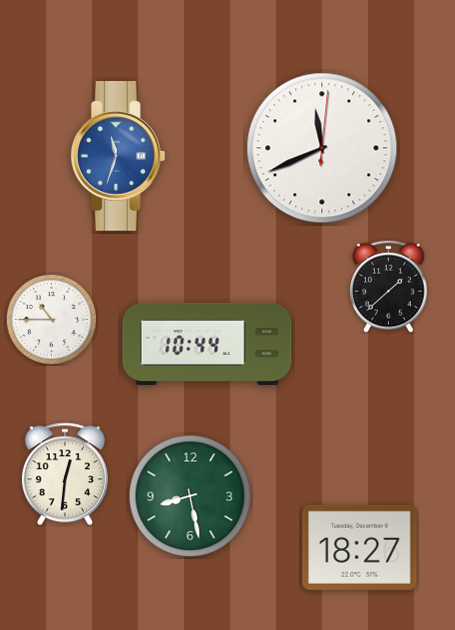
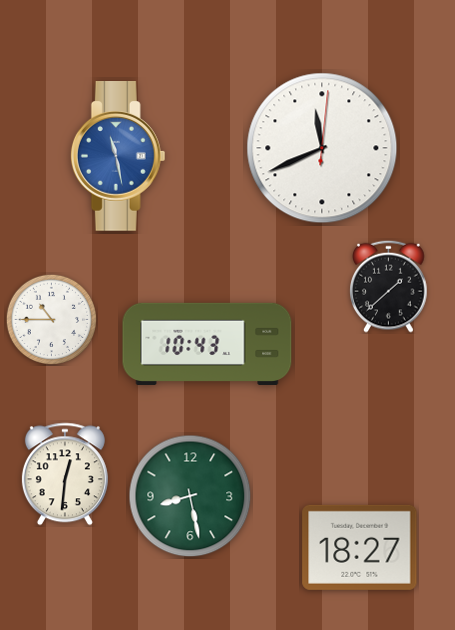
clock at (118, 157): 11:33 -> 11:28
clock at (207, 344): 10:44 -> 10:43
